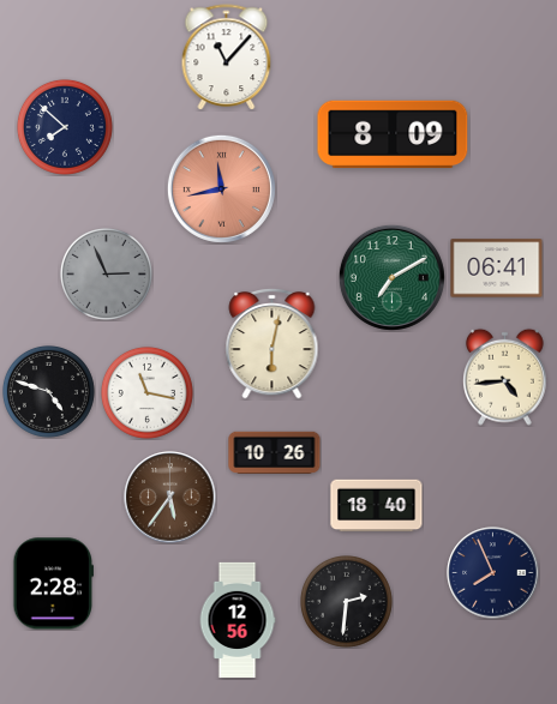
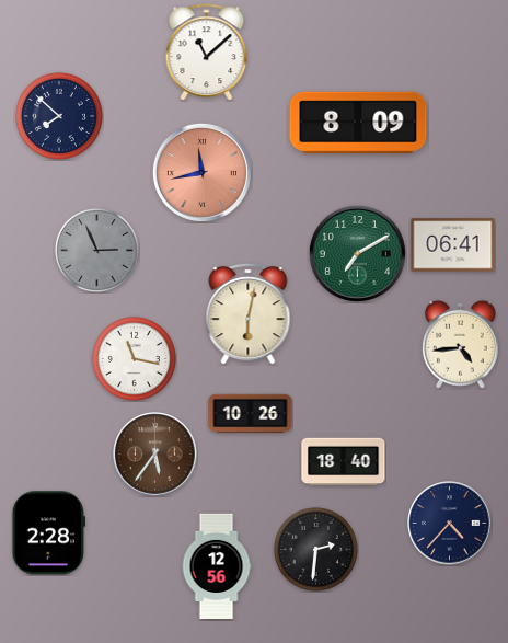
clock at (227, 58): 11:07 -> 11:08
clock at (48, 391): 4:48 -> none
clock at (493, 573): 7:56 -> 4:37
